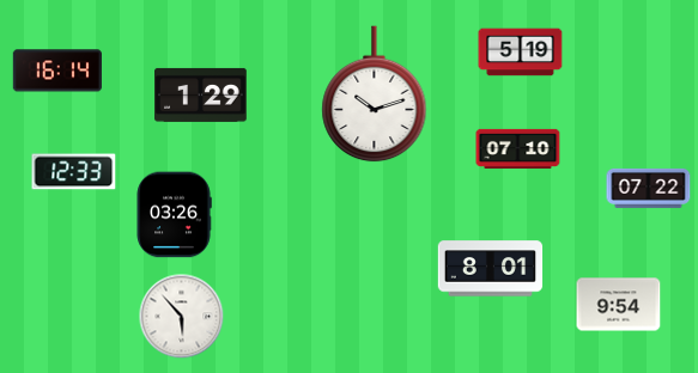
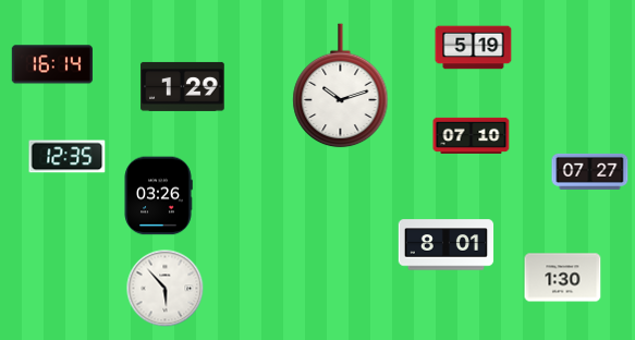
clock at (74, 172): 12:33 -> 12:35
clock at (649, 188): 07:22 -> 07:27
clock at (619, 305): 9:54 -> 1:30
